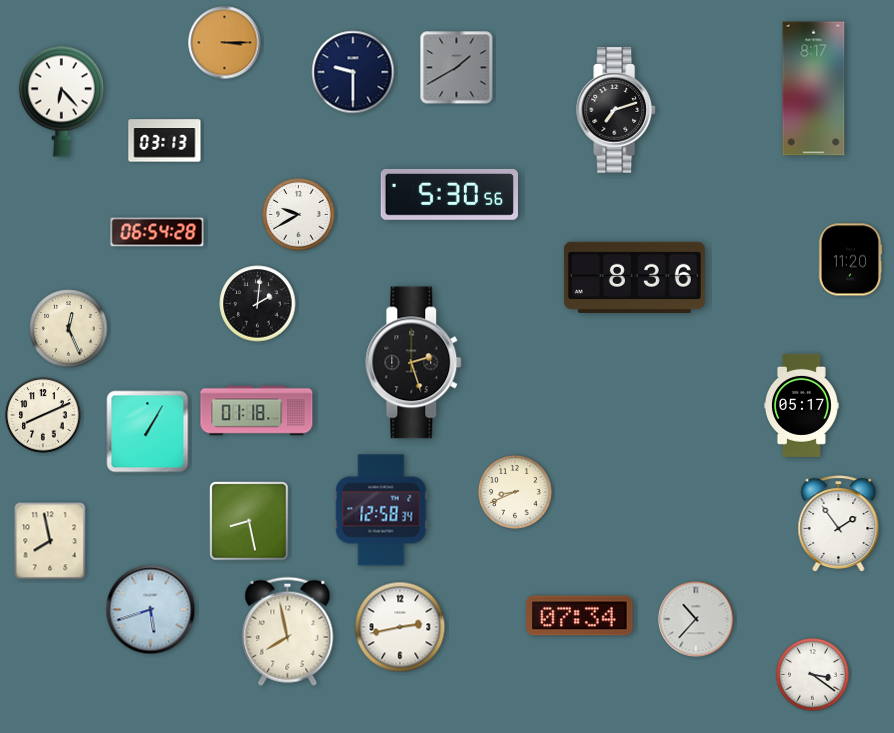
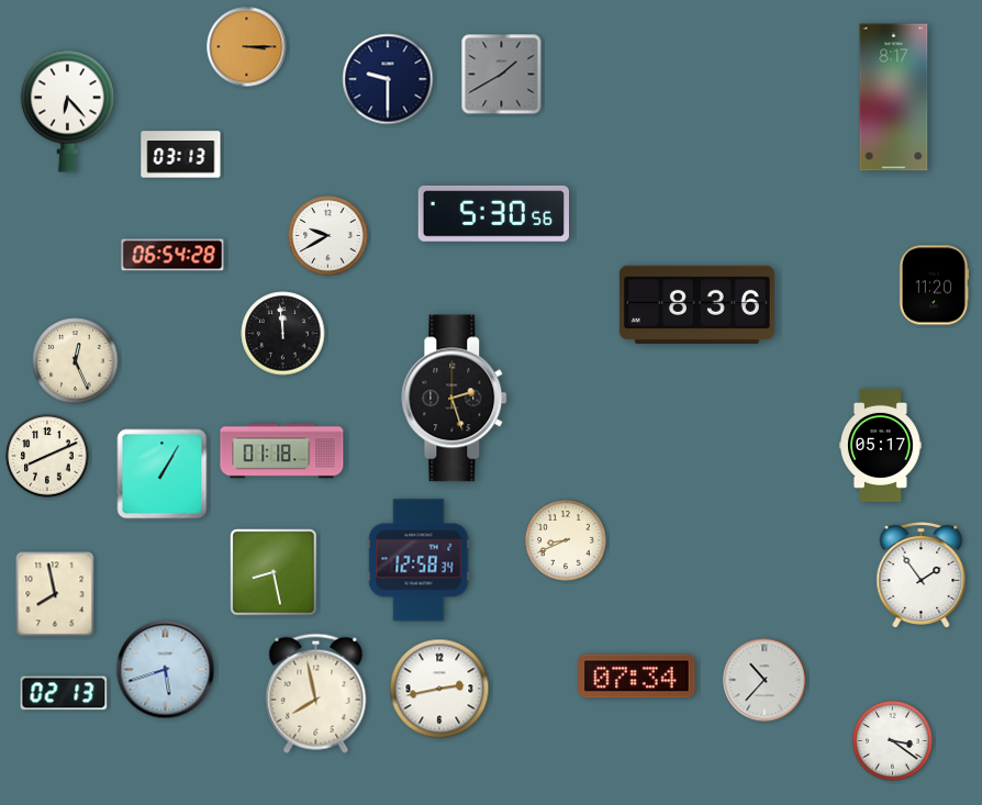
clock at (616, 110): 7:12 -> none
clock at (258, 304): 2:01 -> 11:59
clock at (64, 693): none -> 02:13
